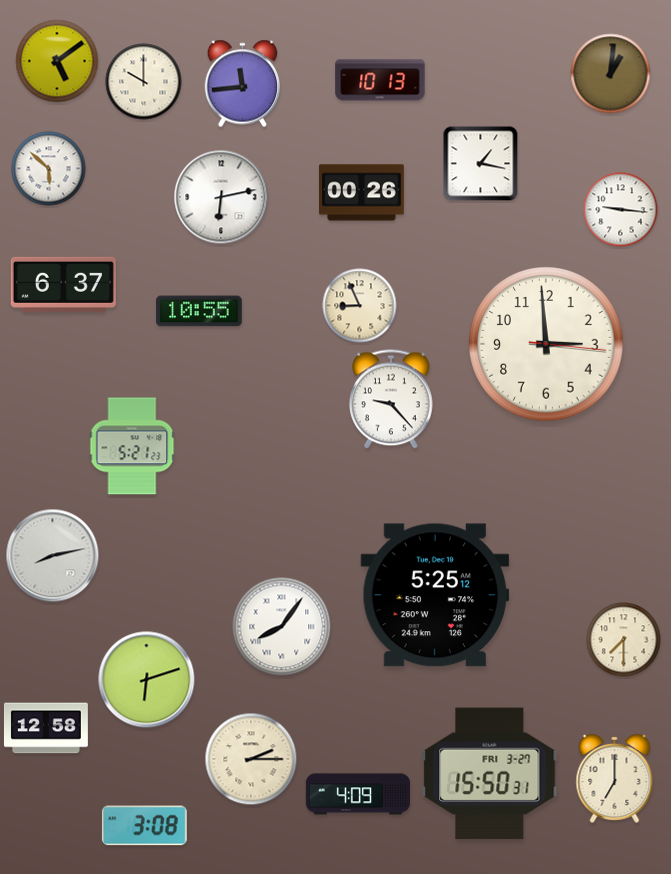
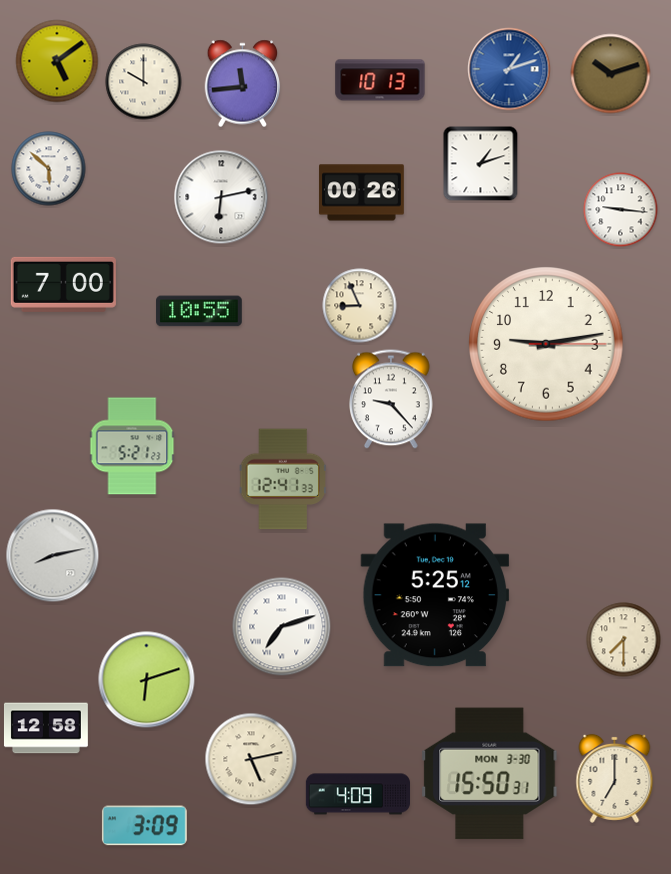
clock at (509, 69): none -> 1:12
clock at (611, 74): 1:01 -> 10:12
clock at (481, 164): 1:17 -> 1:12
clock at (63, 284): 6:37 -> 7:00
clock at (546, 344): 2:59 -> 9:13
clock at (283, 479): none -> 12:41
clock at (282, 627): 8:06 -> 7:12
clock at (251, 759): 2:15 -> 5:13
clock at (490, 774) date: FRI 3-27 -> MON 3-30
clock at (144, 826): 3:08 -> 3:09
